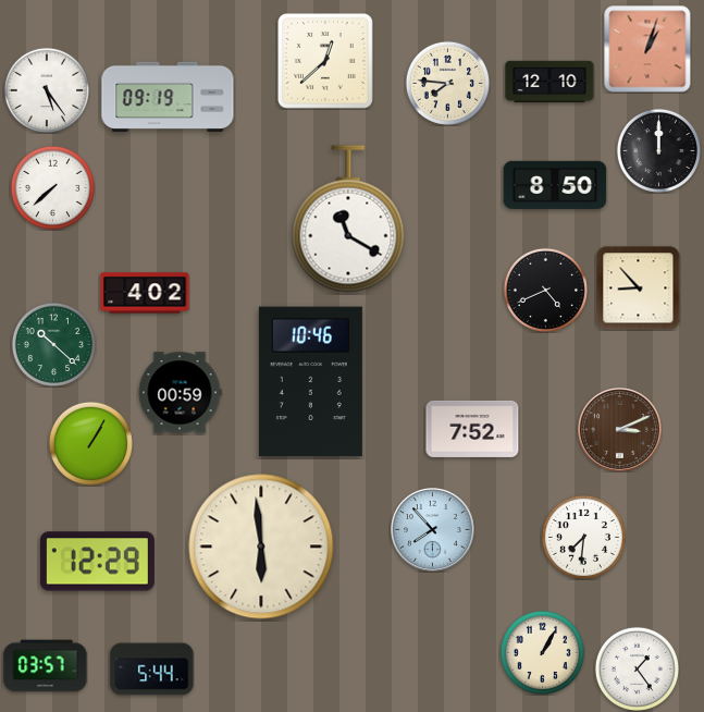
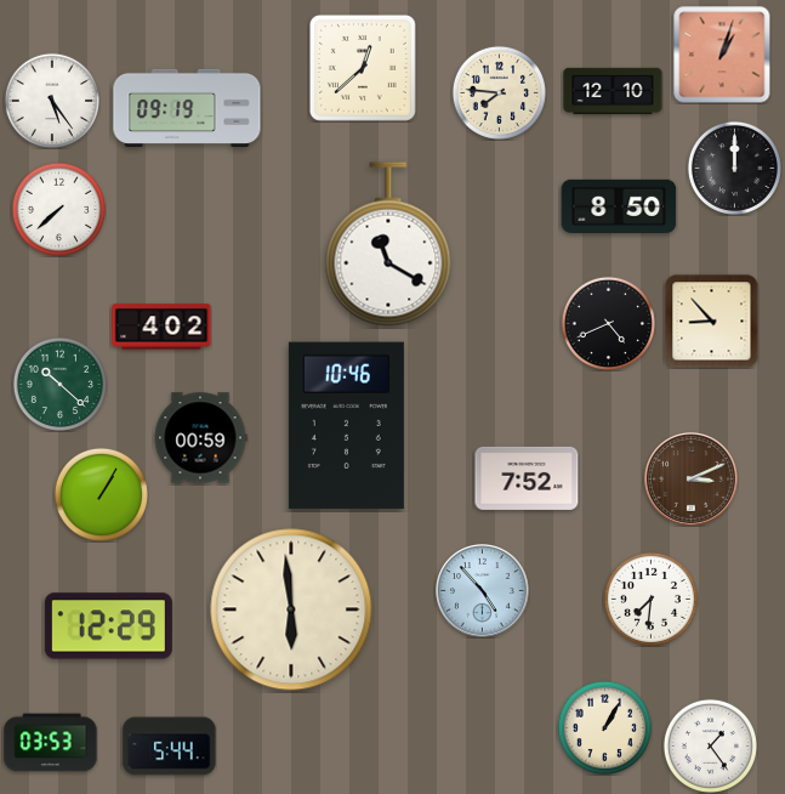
clock at (433, 530): 7:53 -> 4:53
clock at (46, 666): 03:57 -> 03:53
